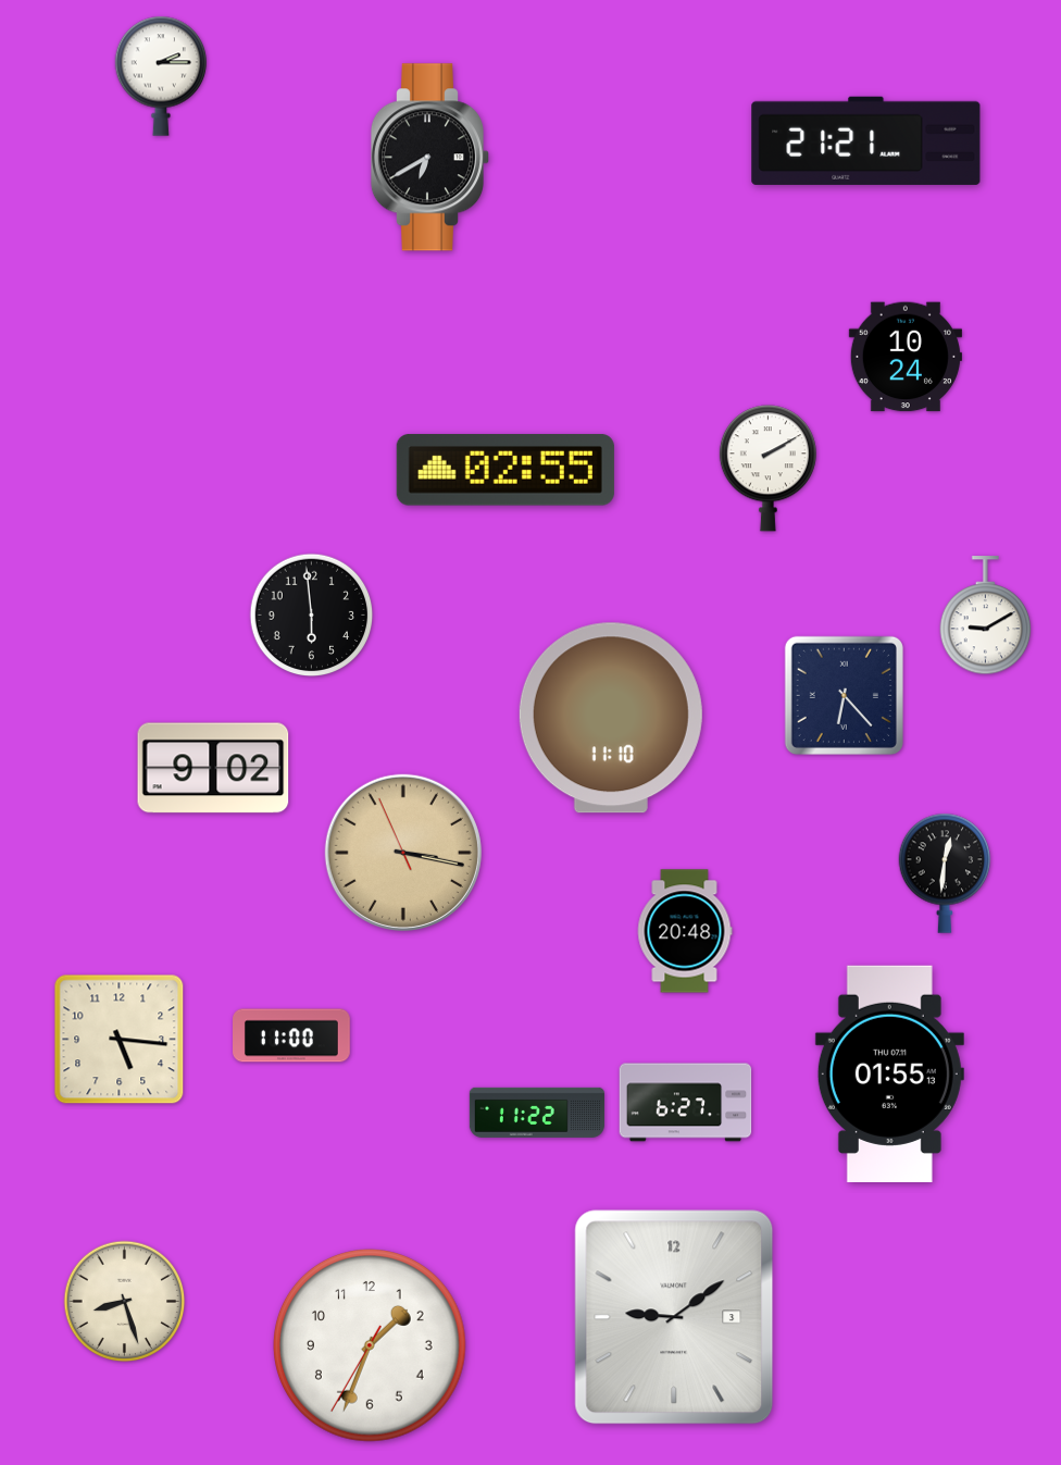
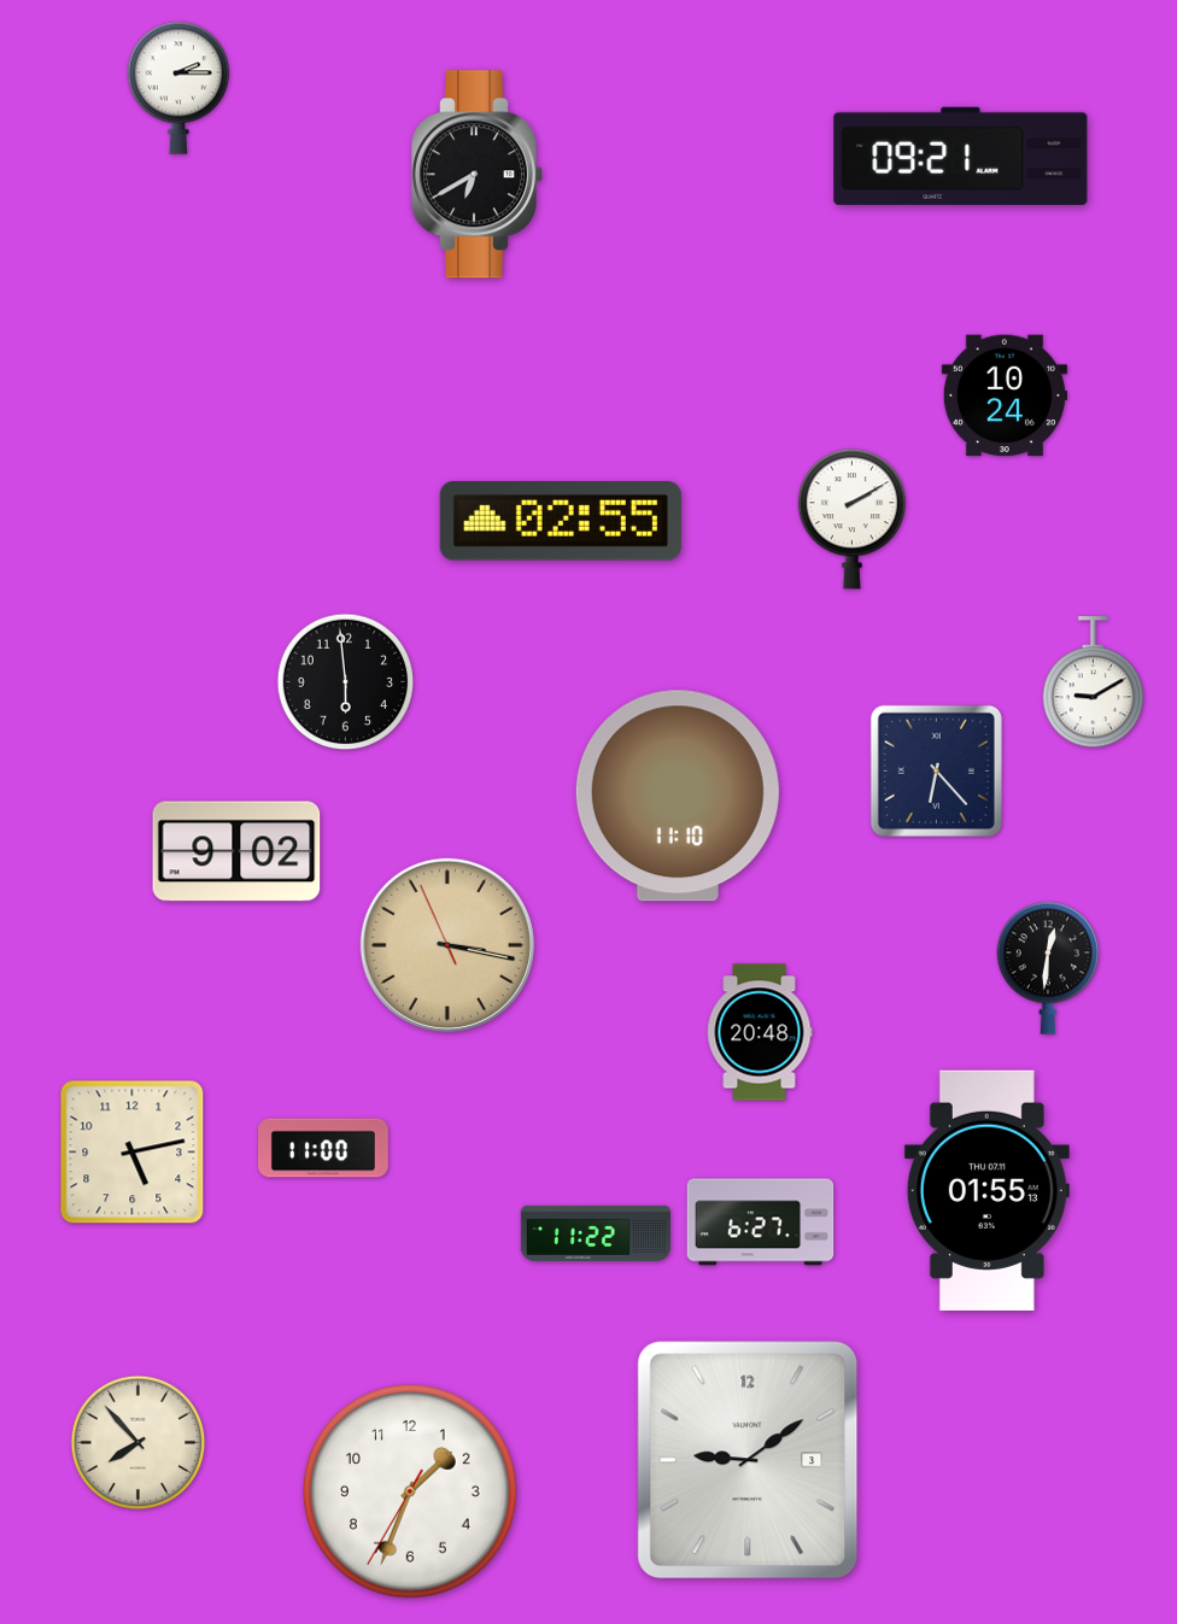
clock at (161, 76) position: (161, 76) -> (178, 88)
clock at (866, 140): 21:21 -> 09:21
clock at (120, 1040): 5:16 -> 5:13
clock at (125, 1302): 8:27 -> 7:53
